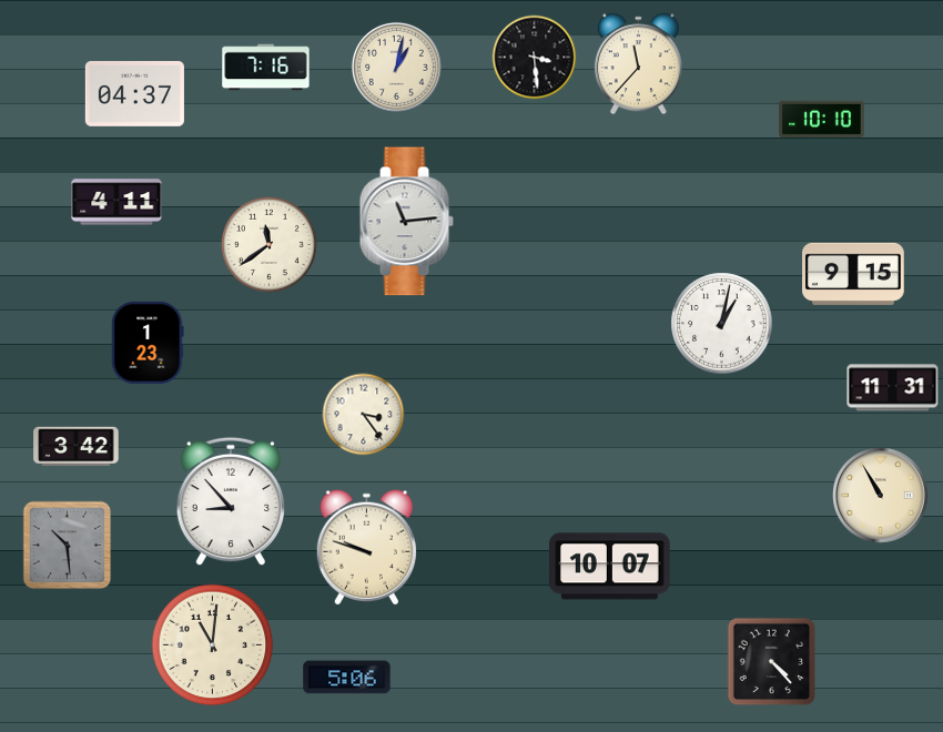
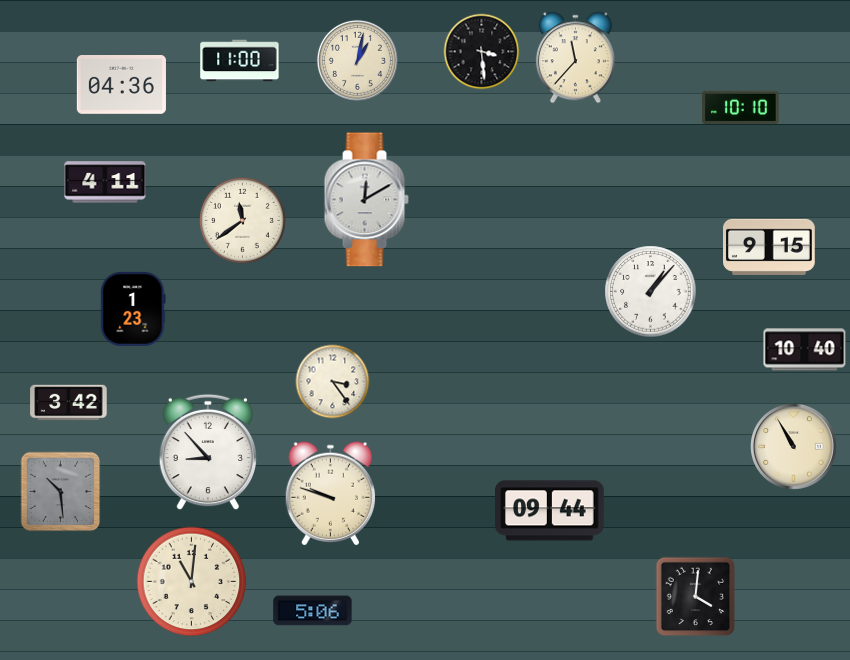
clock at (266, 68): 7:16 -> 11:00
clock at (134, 94): 04:37 -> 04:36
clock at (406, 222): 11:14 -> 12:10
clock at (722, 324): 1:02 -> 1:07
clock at (893, 388): 11:31 -> 10:40
clock at (364, 415) position: (364, 415) -> (333, 382)
clock at (610, 567): 10:07 -> 09:44
clock at (772, 662): 4:23 -> 4:01
